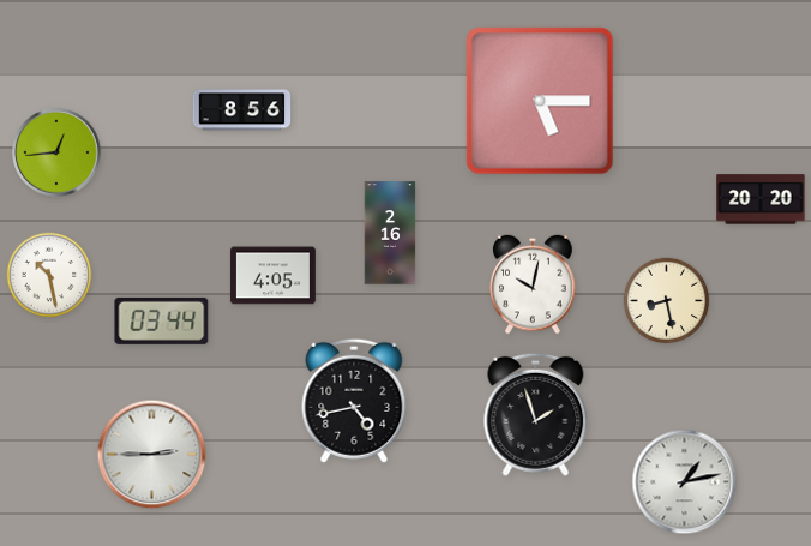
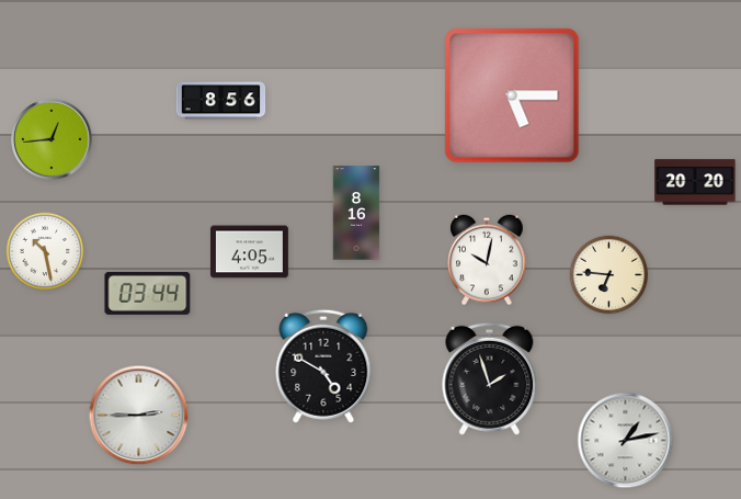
clock at (540, 101) position: (540, 101) -> (512, 95)
clock at (390, 233): 2:16 -> 8:16
clock at (667, 301): 8:28 -> 6:46
clock at (354, 401): 4:43 -> 4:50
